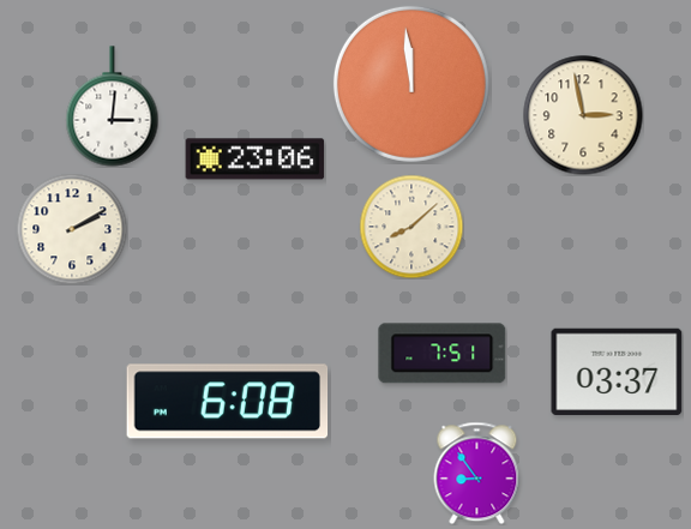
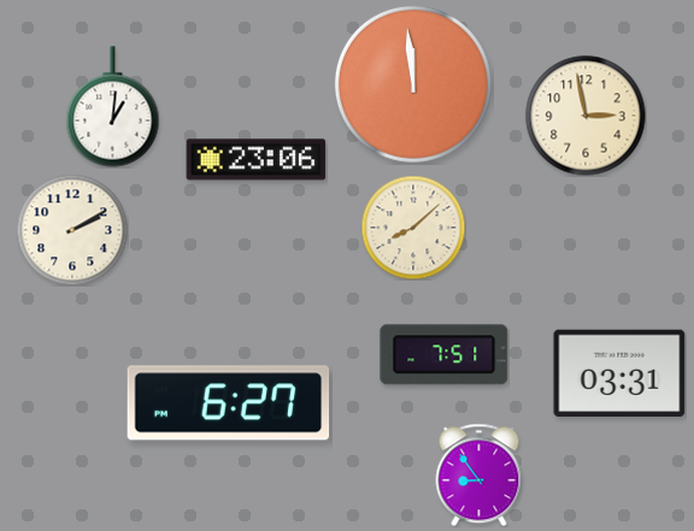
clock at (113, 107): 3:01 -> 1:01
clock at (617, 372): 03:37 -> 03:31
clock at (228, 402): 6:08 -> 6:27
